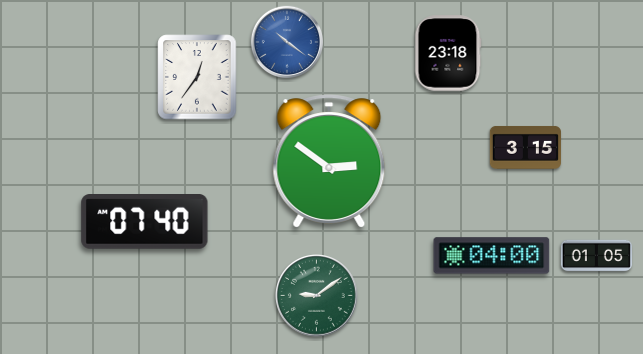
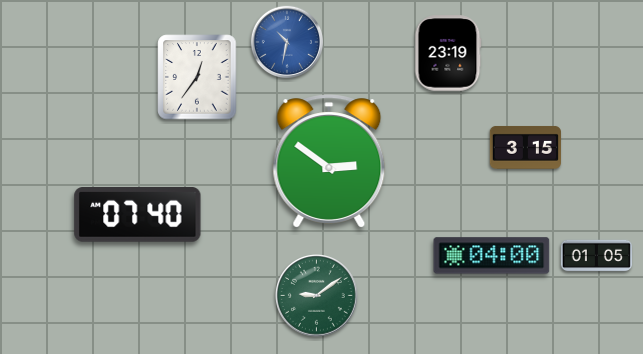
clock at (286, 41): 10:21 -> 10:32
clock at (448, 53): 23:18 -> 23:19
clock at (145, 222) position: (145, 222) -> (138, 215)
